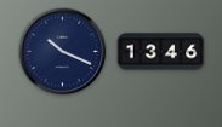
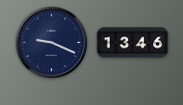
clock at (63, 52): 10:19 -> 9:19
